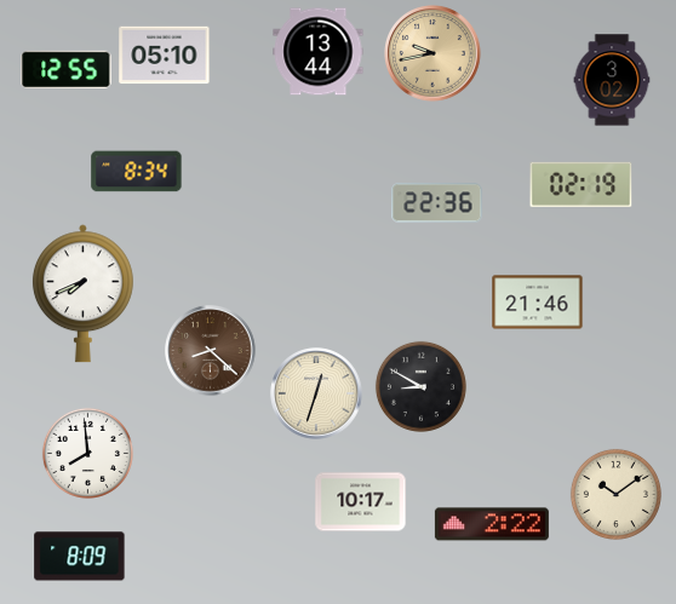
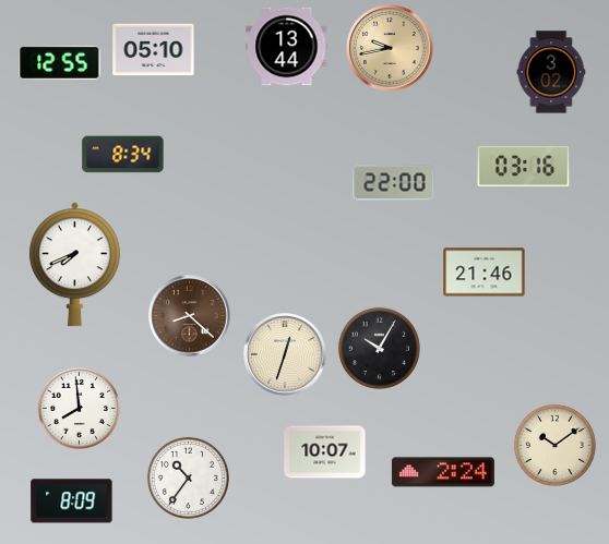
clock at (165, 56) position: (165, 56) -> (154, 50)
clock at (582, 184): 02:19 -> 03:16
clock at (437, 203): 22:36 -> 22:00
clock at (420, 386): 8:50 -> 10:05
clock at (361, 502): 10:17 -> 10:07
clock at (492, 524): 2:22 -> 2:24
clock at (188, 477): none -> 10:36
